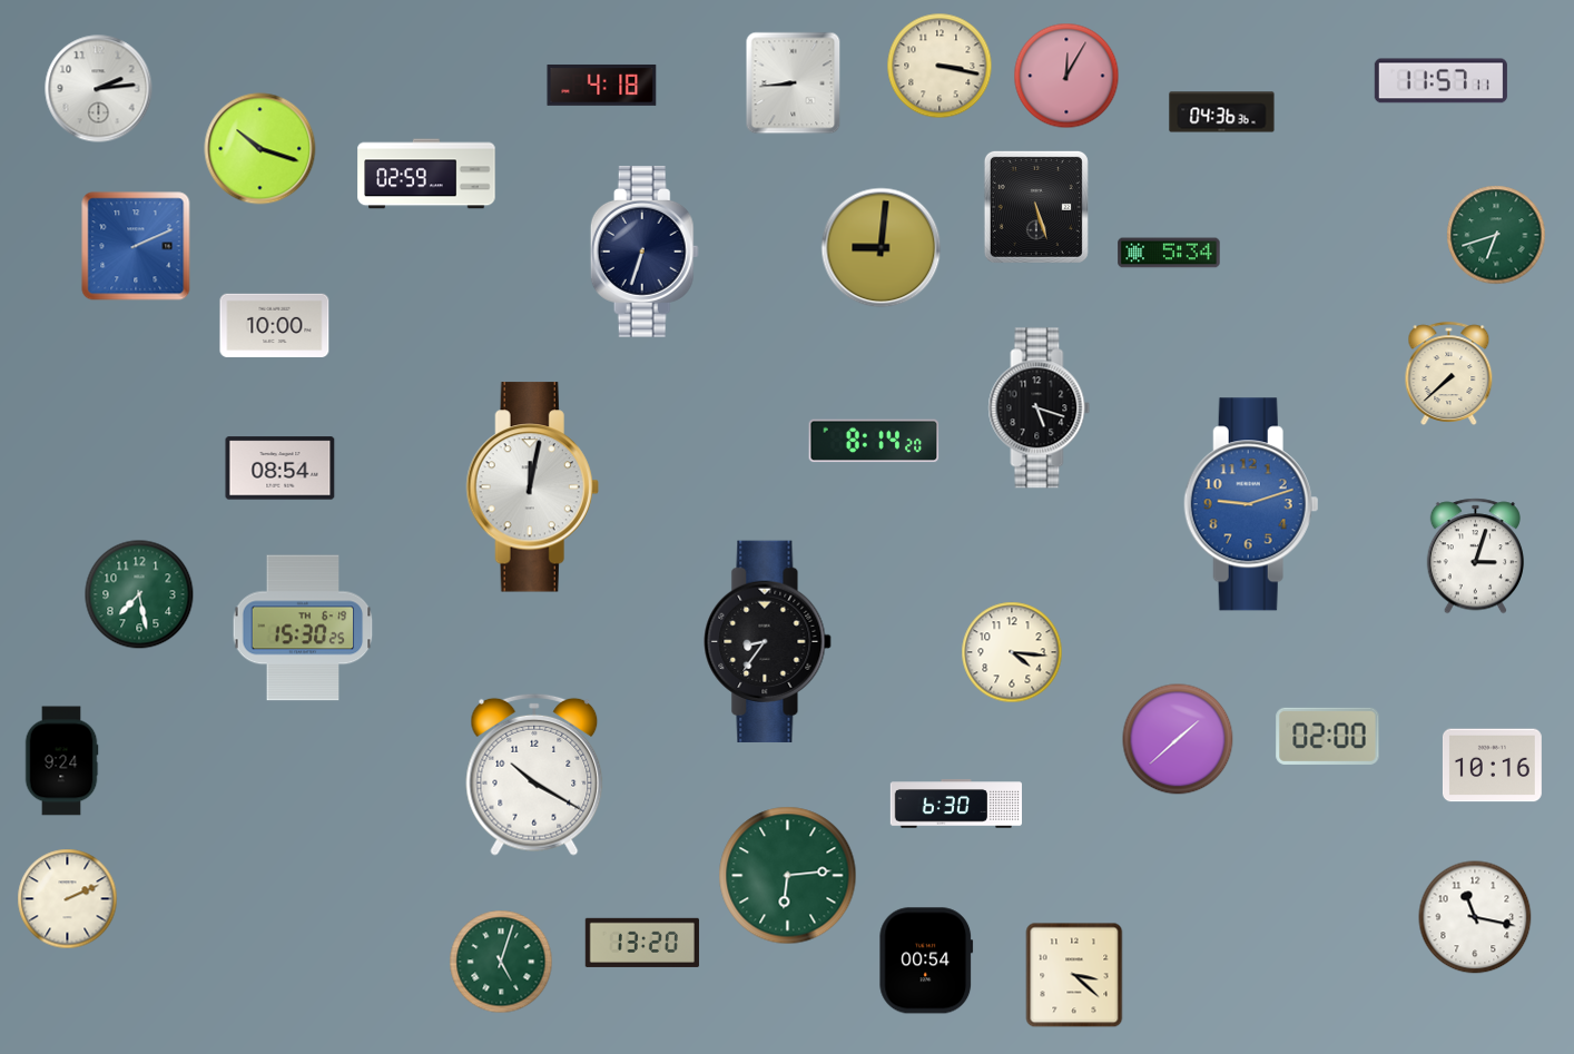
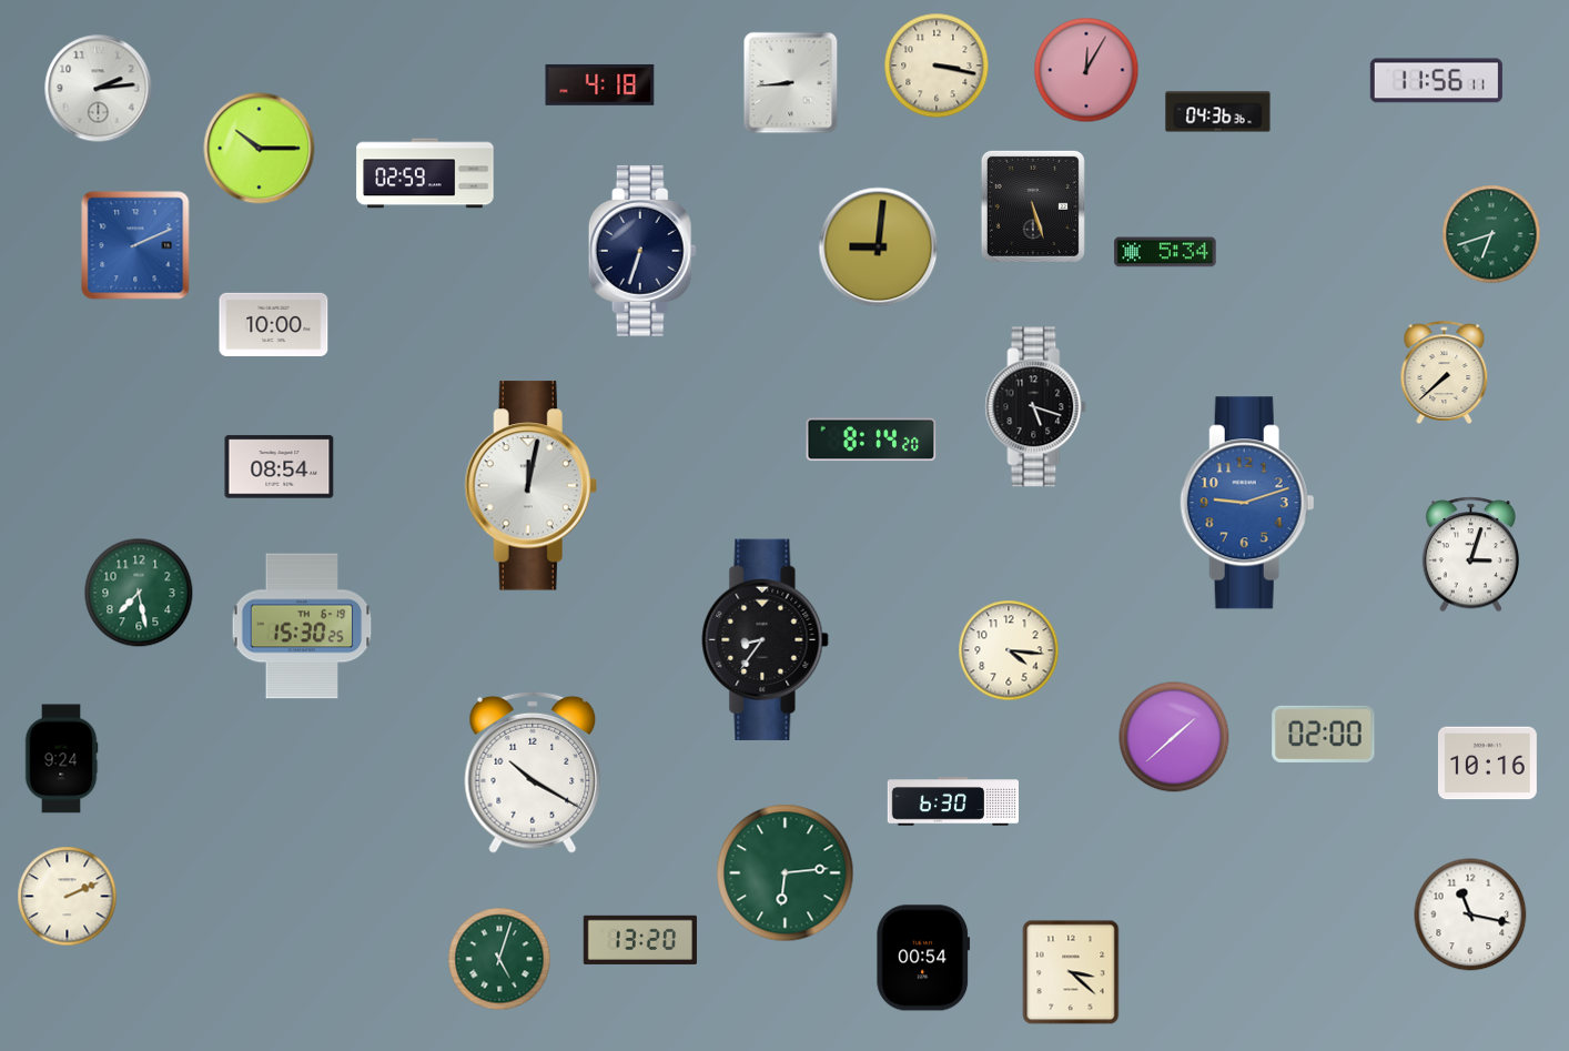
clock at (1066, 76) position: (1066, 76) -> (1086, 70)
clock at (1440, 81): 11:57 -> 11:56
clock at (260, 149): 10:18 -> 10:15
